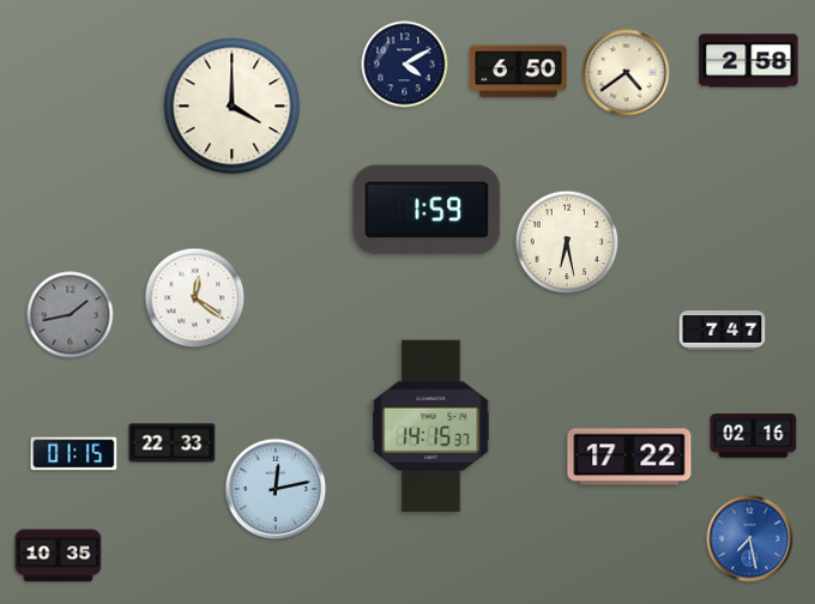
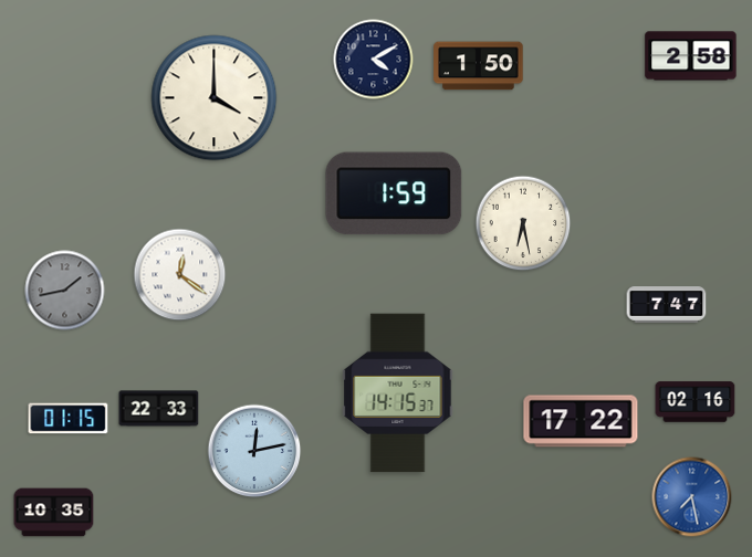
clock at (519, 72): 6:50 -> 1:50
clock at (627, 73): 4:39 -> none
